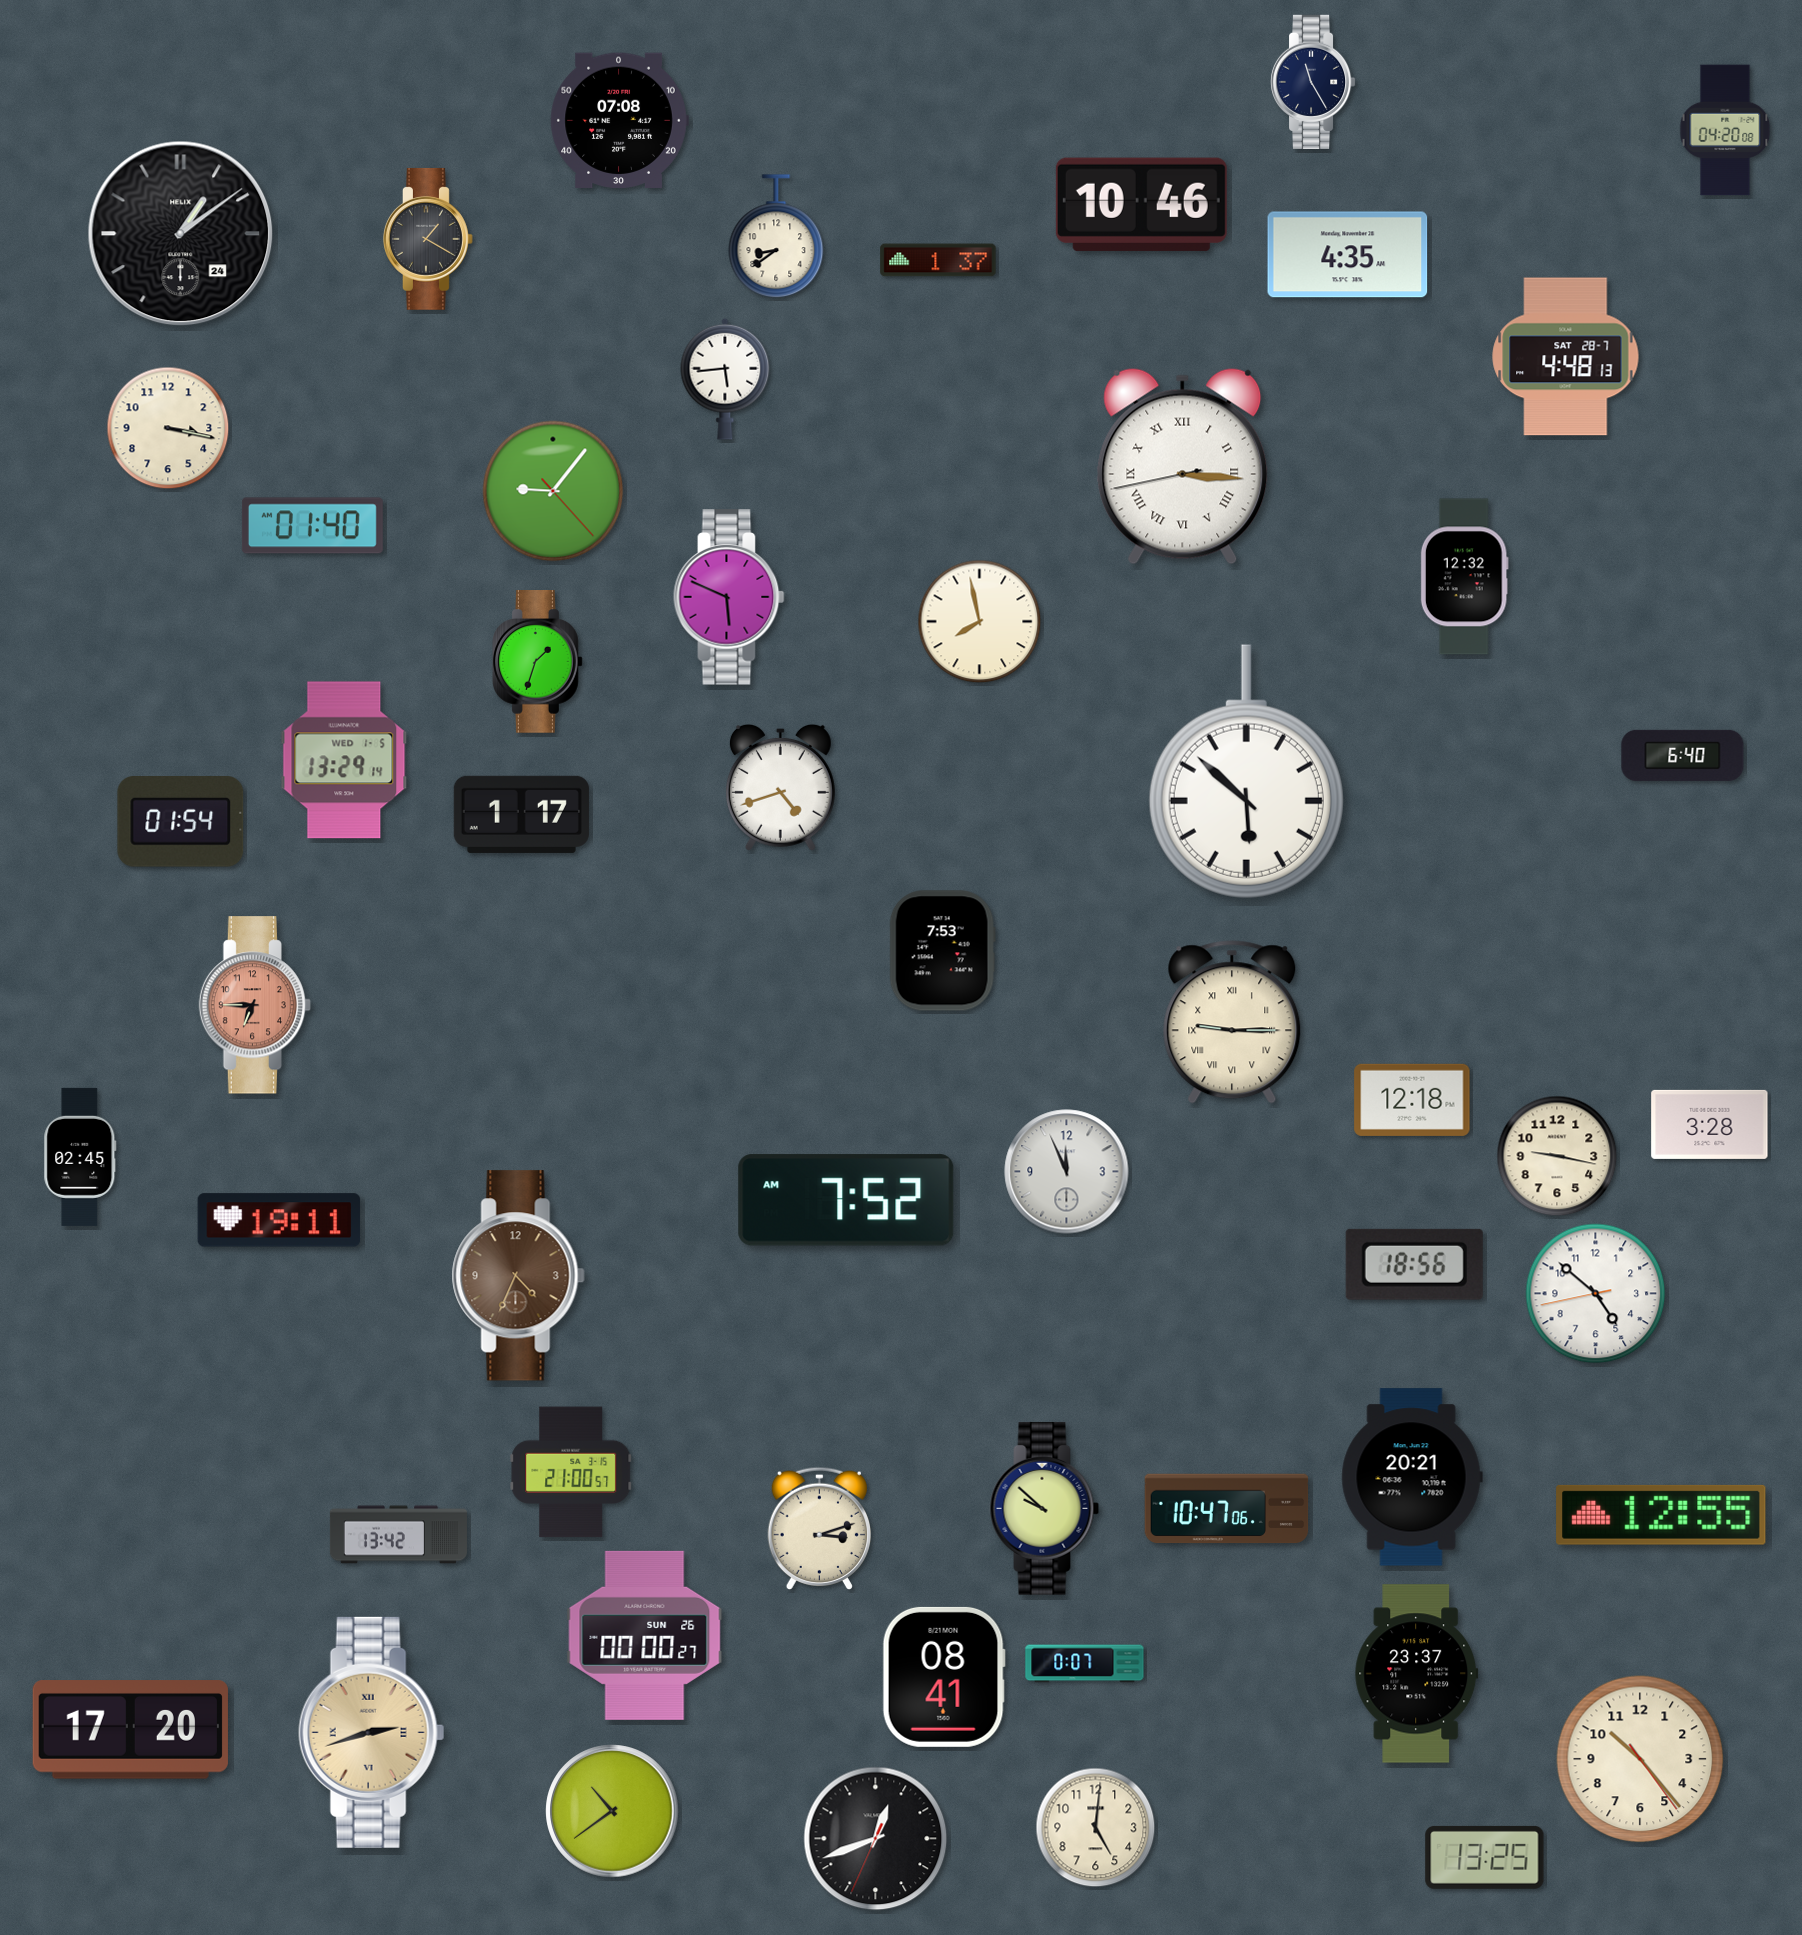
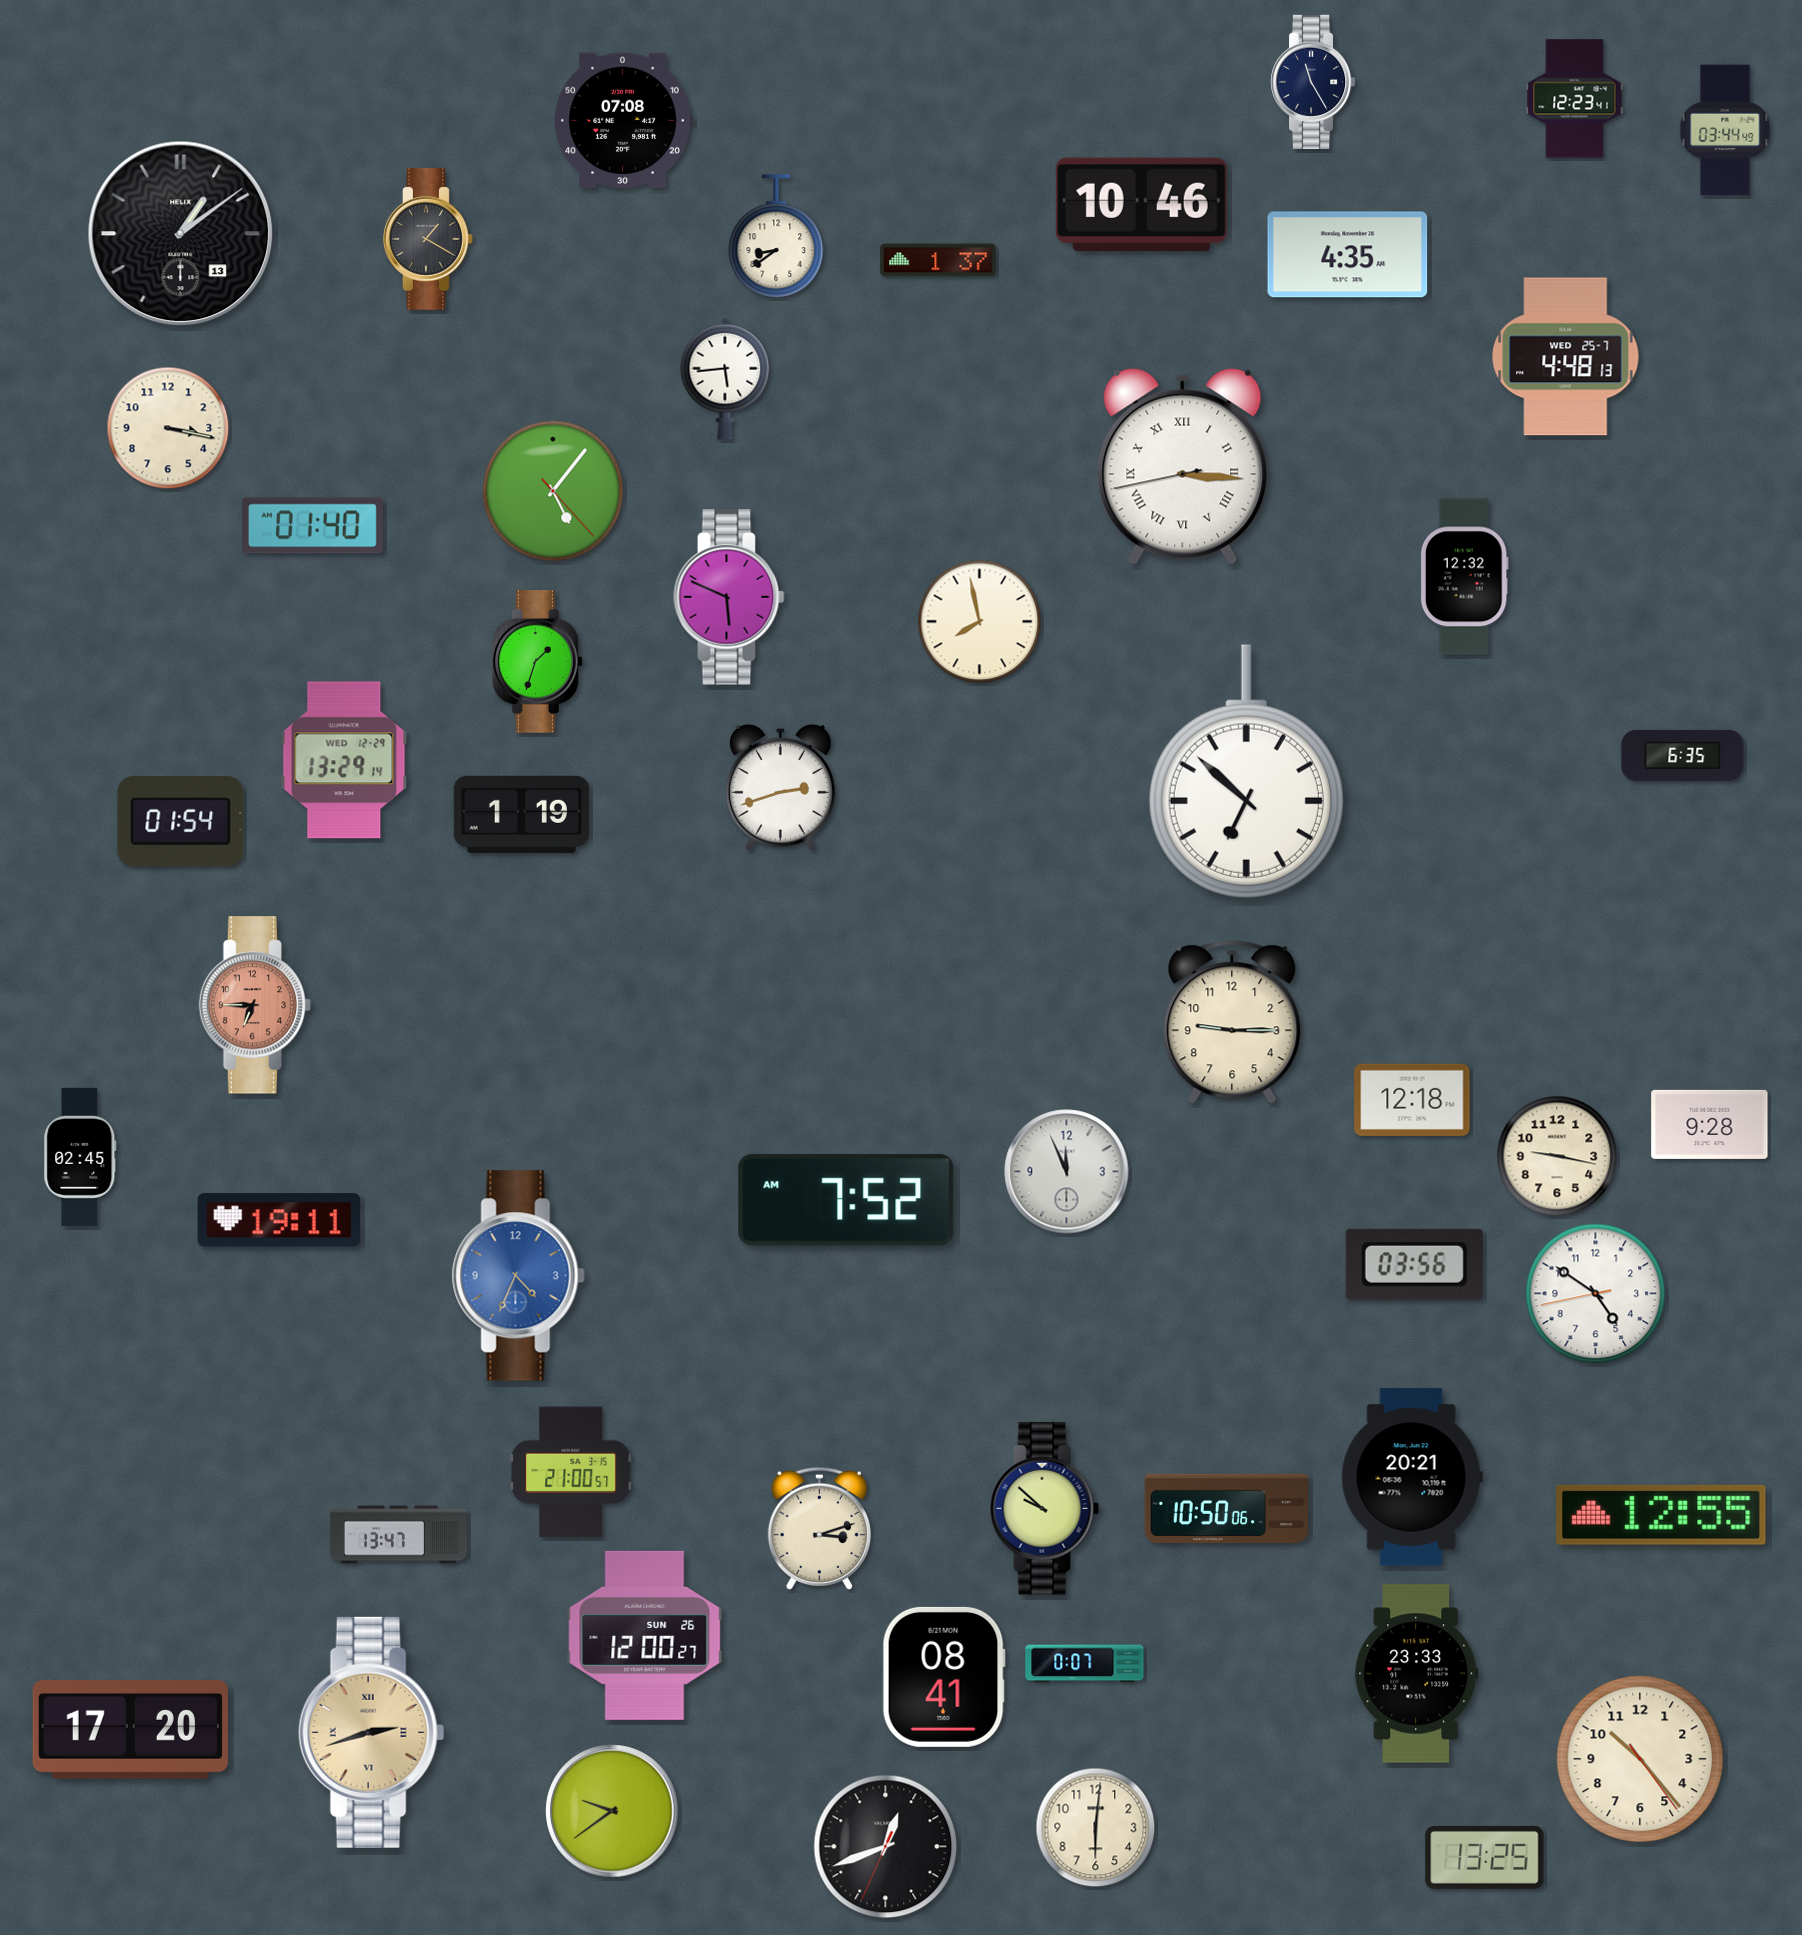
clock at (1575, 99): none -> 12:23
clock at (619, 121) position: (619, 121) -> (623, 121)
clock at (1725, 130): 04:20 -> 03:44
clock at (181, 234) date: 24 -> 13
clock at (1566, 357) date: SAT 28-7 -> WED 25-7
clock at (553, 491): 9:06 -> 5:06
clock at (1683, 755): 6:40 -> 6:35
clock at (344, 760) date: WED 1-5 -> WED 12-29
clock at (1246, 772): 5:52 -> 6:52
clock at (780, 787): 4:42 -> 2:42
clock at (521, 814): 1:17 -> 1:19
clock at (942, 951): 7:53 -> none
clock at (1232, 1022) numerals: Roman -> Arabic
clock at (1710, 1124): 3:28 -> 9:28
clock at (1414, 1264): 18:56 -> 03:56
clock at (518, 1276) dial: brown -> blue
clock at (1596, 1294): 4:51 -> 4:50
clock at (1227, 1509): 10:47 -> 10:50
clock at (398, 1535): 13:42 -> 13:47
clock at (645, 1635): 00:00 -> 12:00
clock at (1417, 1674): 23:37 -> 23:33
clock at (612, 1811): 10:39 -> 9:39
clock at (1096, 1828): 5:01 -> 6:01
clock at (876, 1839) position: (876, 1839) -> (886, 1847)
